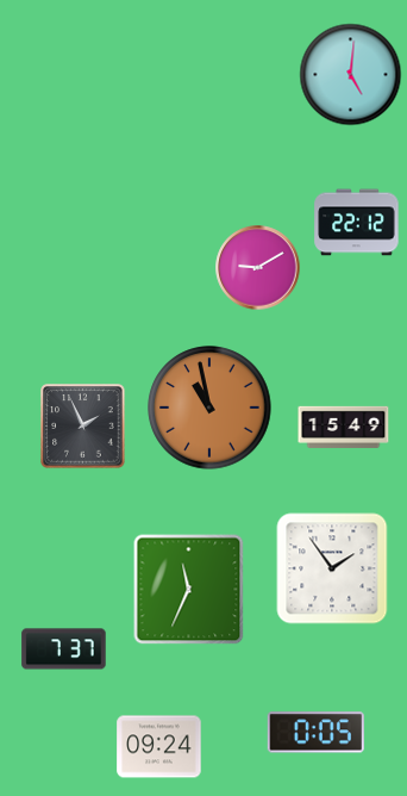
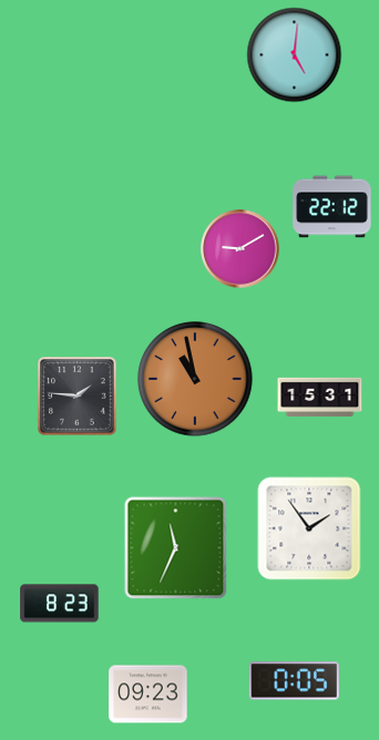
clock at (351, 75) position: (351, 75) -> (295, 55)
clock at (83, 427): 1:56 -> 1:46
clock at (344, 427): 15:49 -> 15:31
clock at (64, 649): 7:37 -> 8:23
clock at (159, 747): 09:24 -> 09:23
